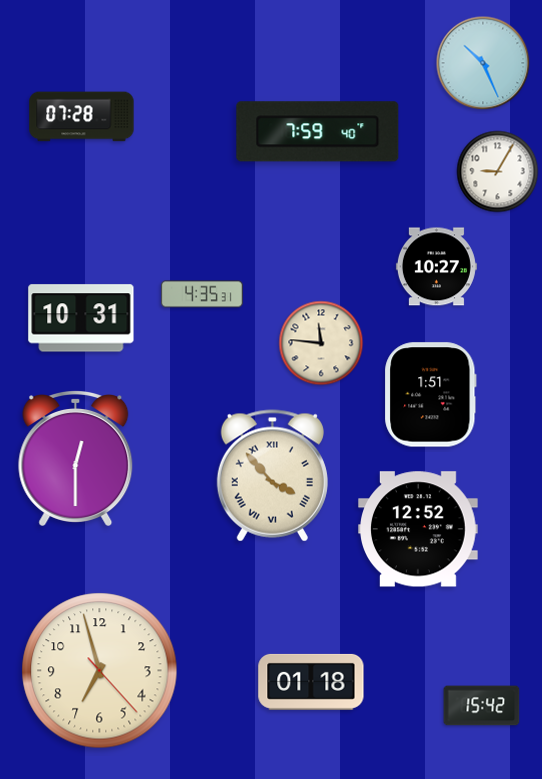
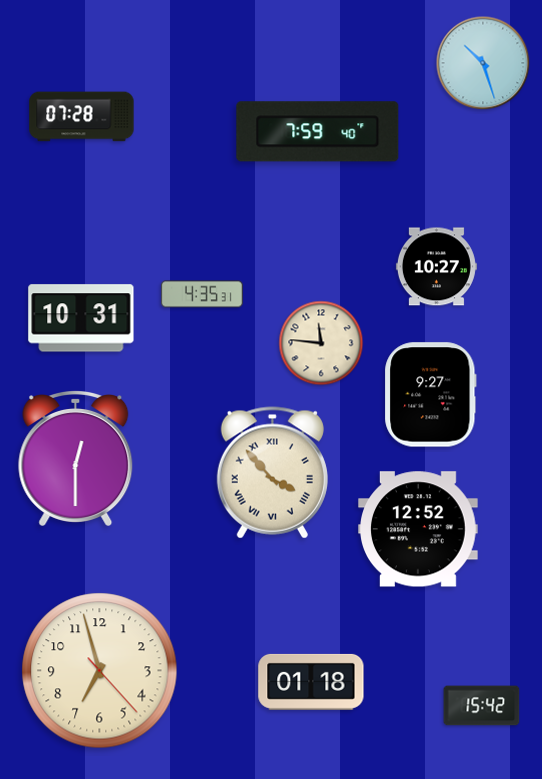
clock at (483, 63): 10:26 -> 10:27
clock at (498, 172): 9:05 -> none
clock at (431, 395): 1:51 -> 9:27
clock at (272, 476) position: (272, 476) -> (272, 473)
